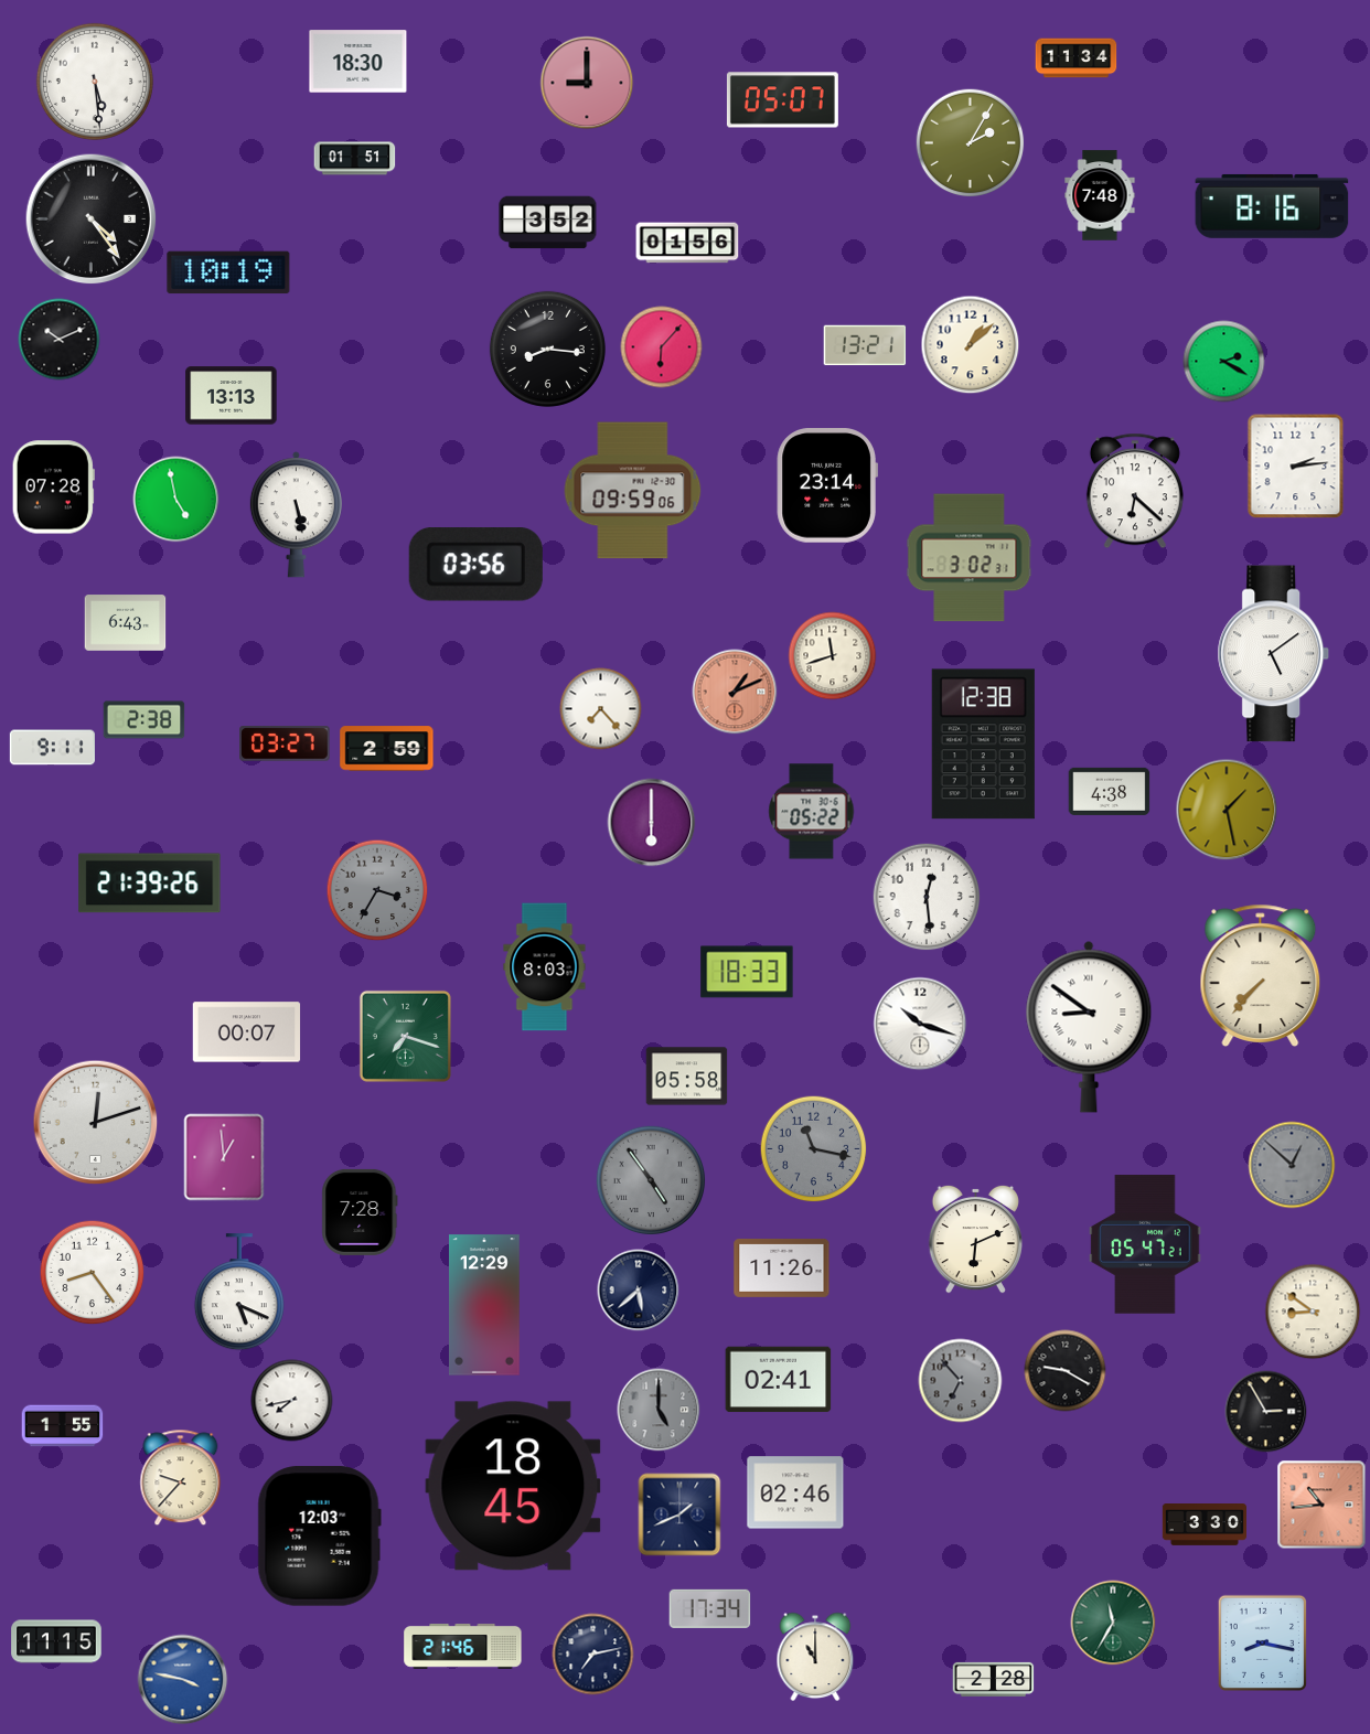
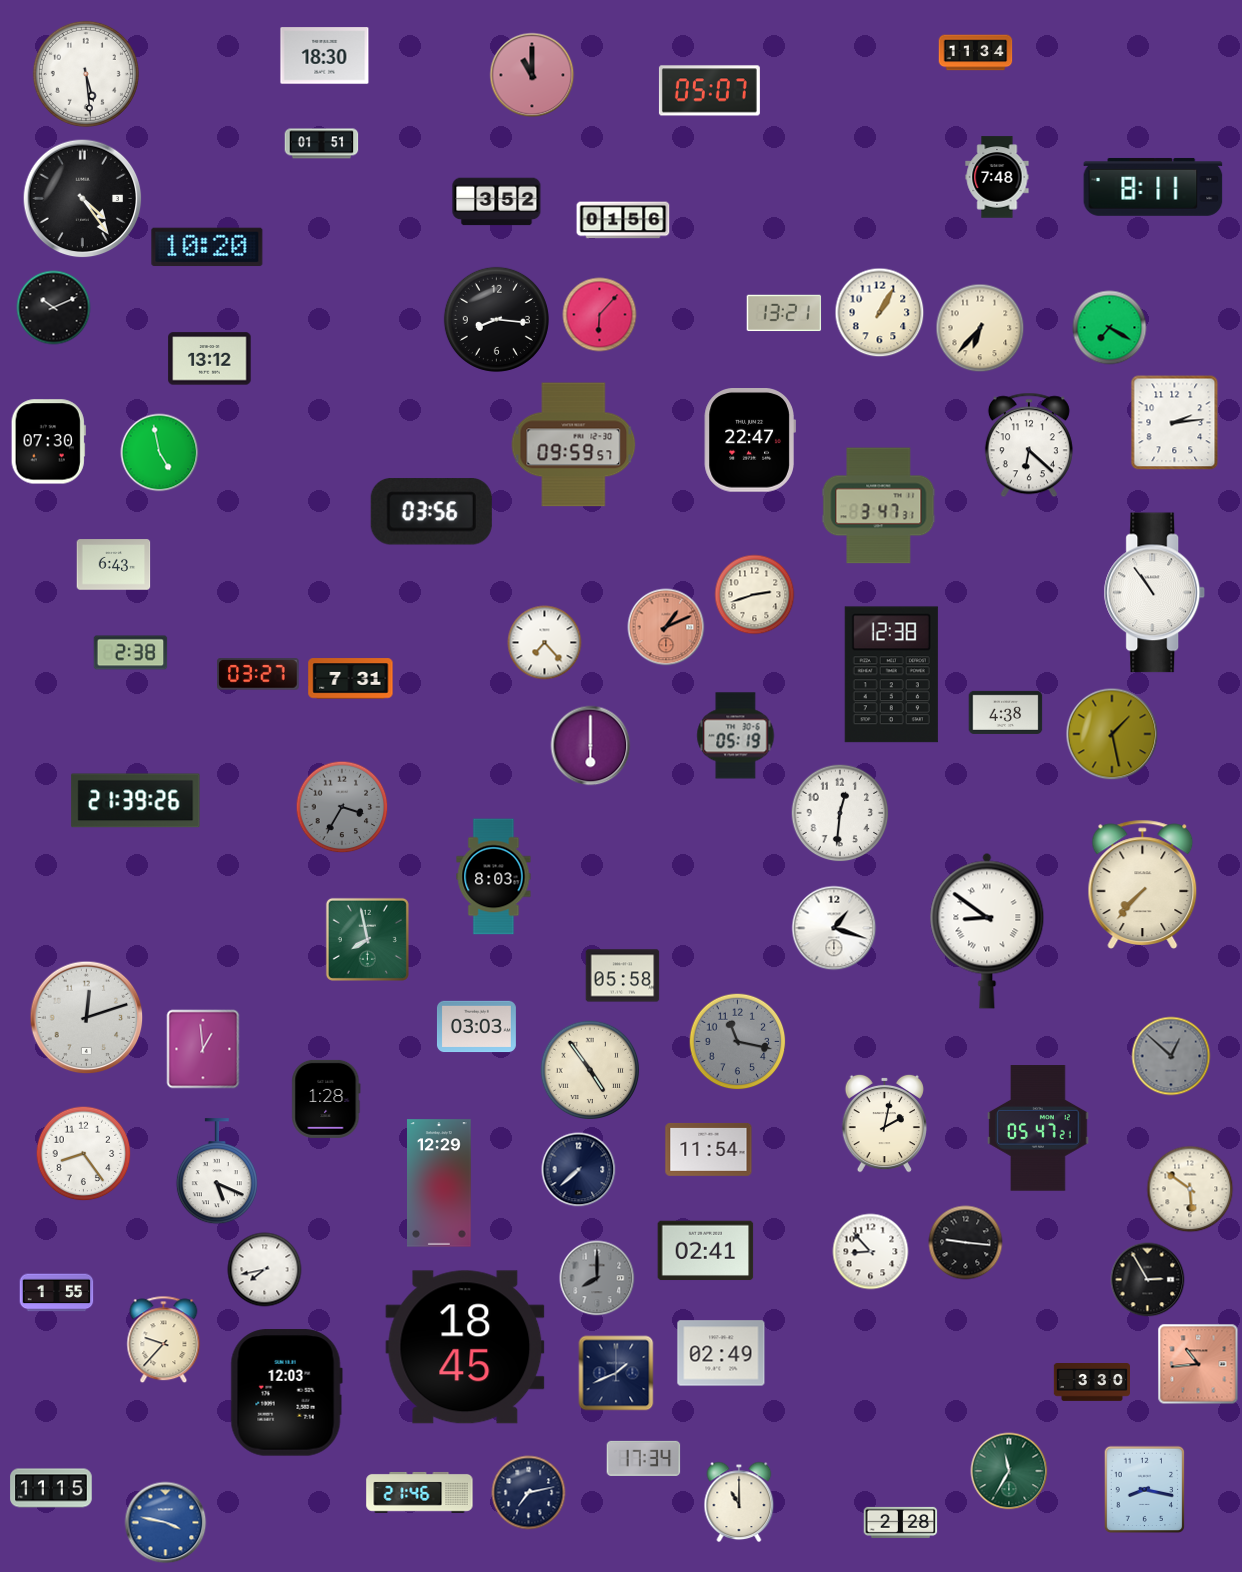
clock at (587, 83): 9:00 -> 11:00
clock at (971, 143): 2:05 -> none
clock at (1272, 206): 8:16 -> 8:11
clock at (228, 272): 10:19 -> 10:20
clock at (971, 345): 1:08 -> 1:05
clock at (547, 349) position: (547, 349) -> (496, 319)
clock at (980, 328): none -> 6:37
clock at (1224, 362): 2:20 -> 7:20
clock at (232, 396): 13:13 -> 13:12
clock at (827, 486): 23:14 -> 22:47
clock at (53, 488): 07:28 -> 07:30
clock at (633, 491): 09:59:06 -> 09:59:57
clock at (296, 515): 5:28 -> none
clock at (970, 558): 3:02 -> 3:47
clock at (1274, 654): 5:09 -> 10:54
clock at (833, 656): 11:42 -> 2:42
clock at (52, 748): 9:11 -> none
clock at (387, 749): 2:59 -> 7:31
clock at (1110, 791) position: (1110, 791) -> (1006, 712)
clock at (812, 812): 05:22 -> 05:19
clock at (927, 897): 12:29 -> 12:31
clock at (747, 972): 18:33 -> none
clock at (920, 1024): 10:18 -> 1:18
clock at (247, 1032): 00:07 -> none
clock at (405, 1036): 7:18 -> 7:58
clock at (476, 1027): none -> 03:03
clock at (651, 1180) dial: grey -> cream
clock at (360, 1212): 7:28 -> 1:28
clock at (975, 1239): 6:11 -> 2:02
clock at (782, 1267): 11:26 -> 11:54
clock at (639, 1291): 5:38 -> 7:38
clock at (1313, 1312): 8:51 -> 5:51
clock at (1066, 1371): 9:20 -> 9:16
clock at (961, 1381): 6:53 -> 8:53
clock at (961, 1381) dial: grey -> white
clock at (659, 1410): 5:00 -> 8:00
clock at (795, 1492): 02:46 -> 02:49
clock at (319, 1537) position: (319, 1537) -> (286, 1393)
clock at (593, 1655) position: (593, 1655) -> (529, 1493)
